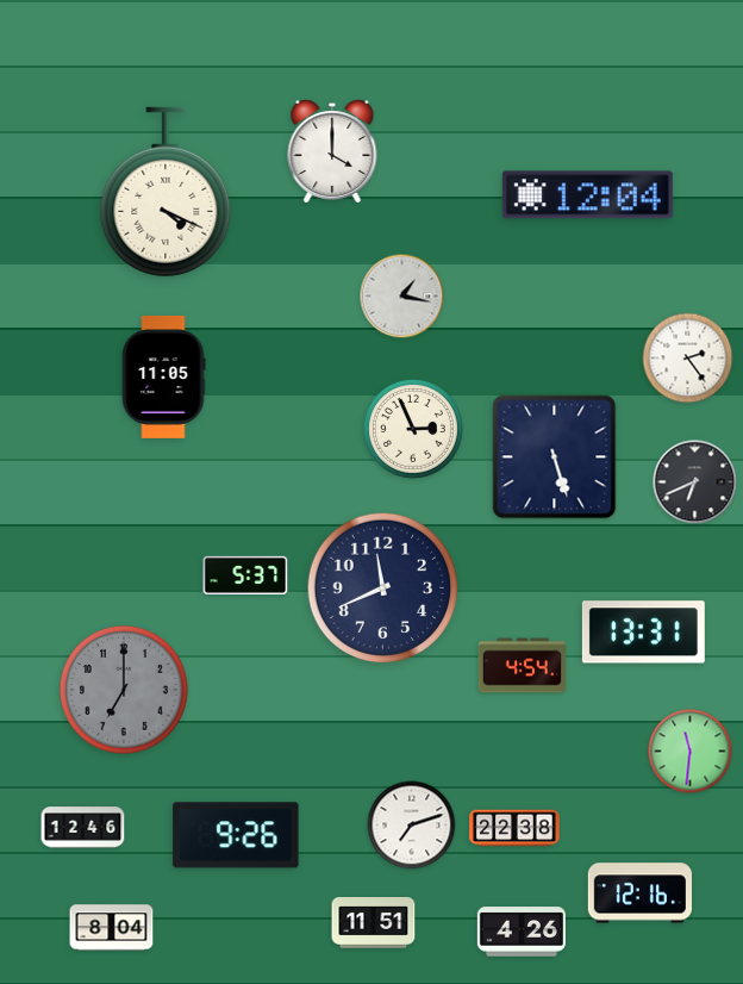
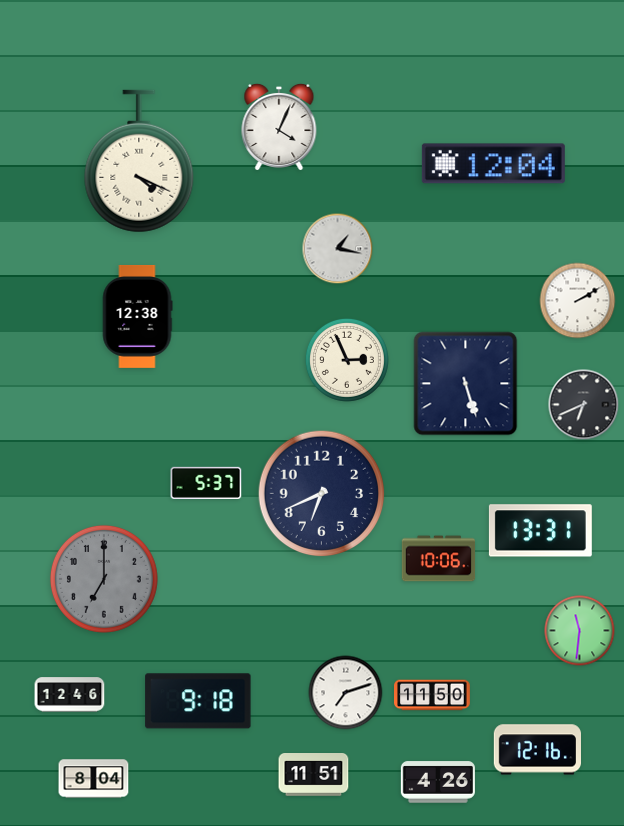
clock at (332, 151): 4:00 -> 4:04
clock at (688, 359): 2:24 -> 2:10
clock at (163, 376): 11:05 -> 12:38
clock at (383, 588): 11:41 -> 6:41
clock at (523, 666): 4:54 -> 10:06
clock at (516, 828): 22:38 -> 11:50
clock at (236, 835): 9:26 -> 9:18
